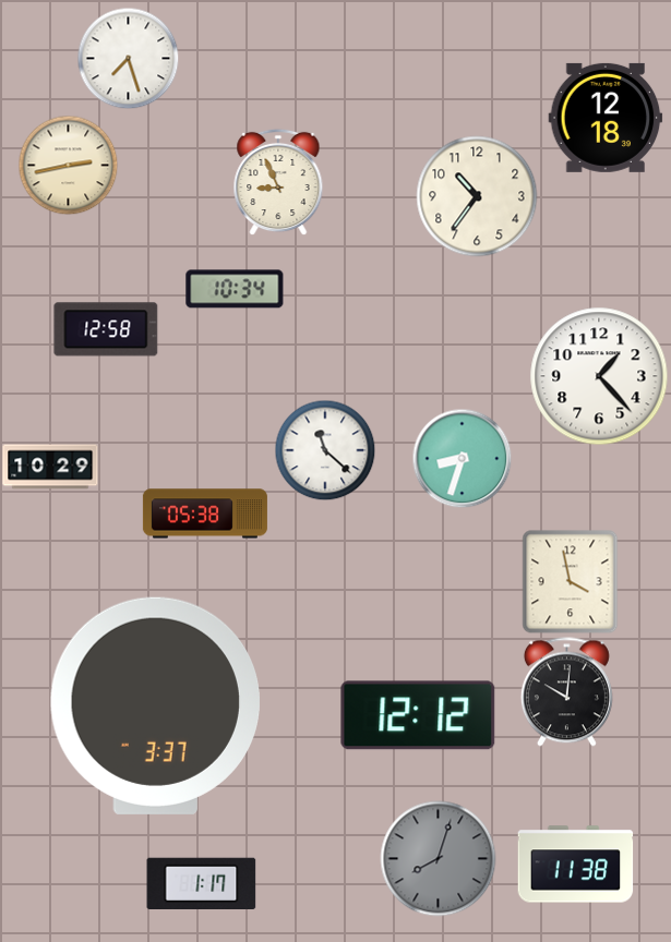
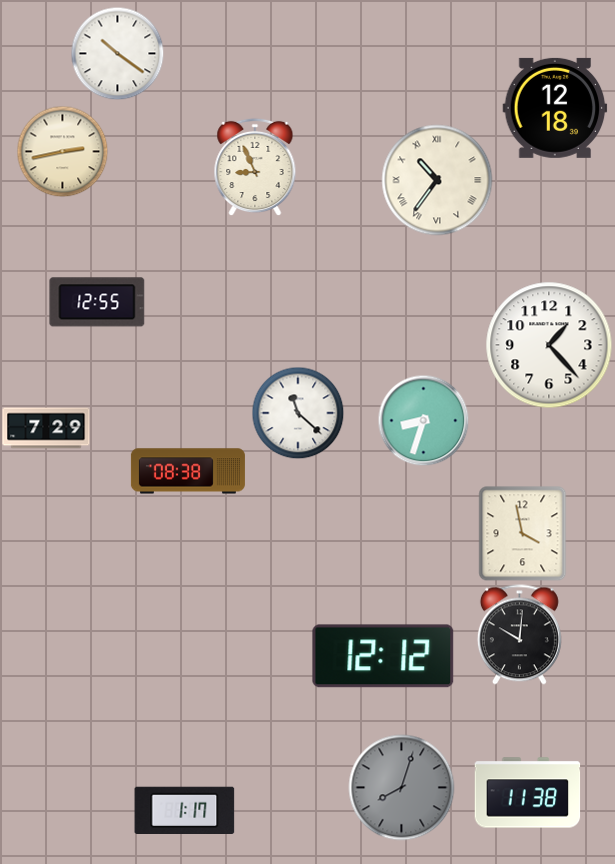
clock at (128, 58): 7:27 -> 10:21
clock at (477, 196) numerals: Arabic -> Roman
clock at (235, 289): 10:34 -> none
clock at (106, 329): 12:58 -> 12:55
clock at (50, 467): 10:29 -> 7:29
clock at (205, 514): 05:38 -> 08:38
clock at (155, 705): 3:37 -> none
